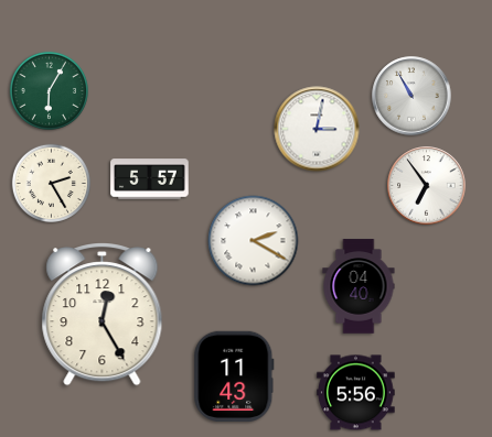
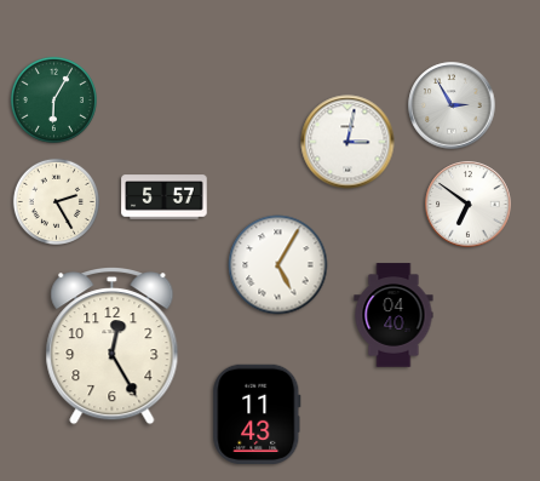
clock at (411, 96): 10:55 -> 2:55
clock at (427, 186): 6:54 -> 6:51
clock at (254, 241): 2:20 -> 5:05
clock at (356, 393): 5:56 -> none
